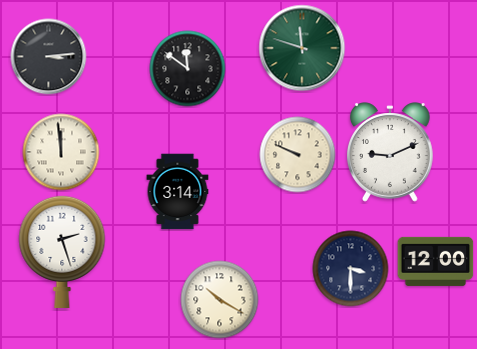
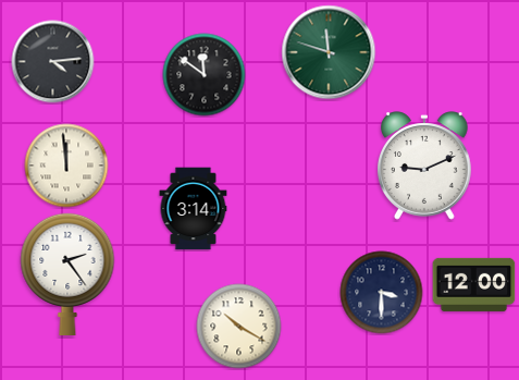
clock at (49, 57): 3:14 -> 4:14
clock at (298, 155): 9:49 -> none
clock at (62, 251): 2:27 -> 2:24
